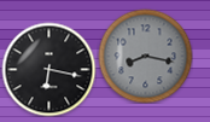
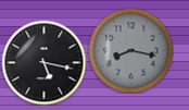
clock at (48, 69): 6:17 -> 5:17
